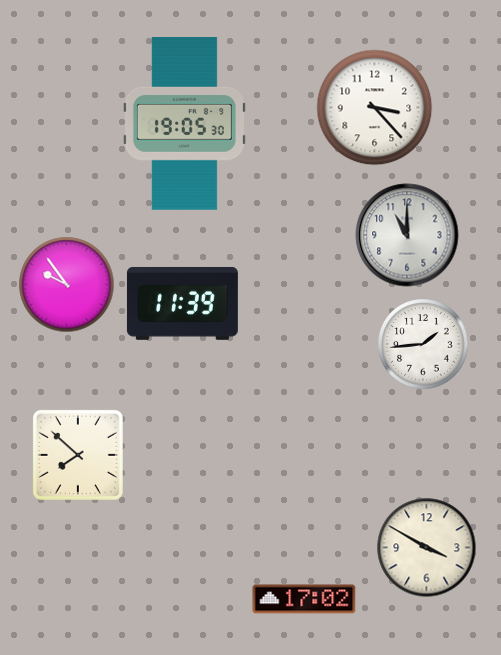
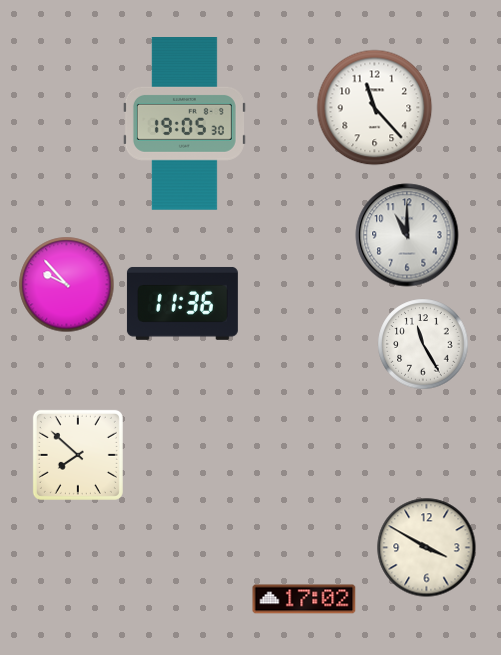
clock at (375, 108): 3:23 -> 11:23
clock at (67, 285): 9:54 -> 9:53
clock at (182, 303): 11:39 -> 11:36
clock at (423, 344): 1:44 -> 11:25
